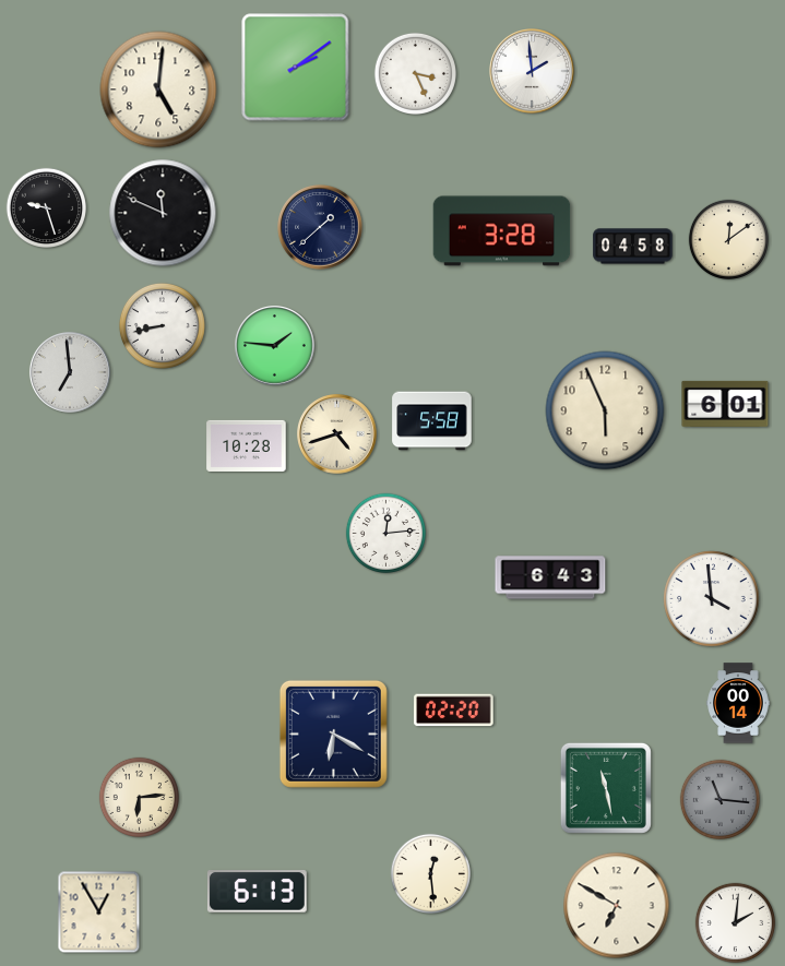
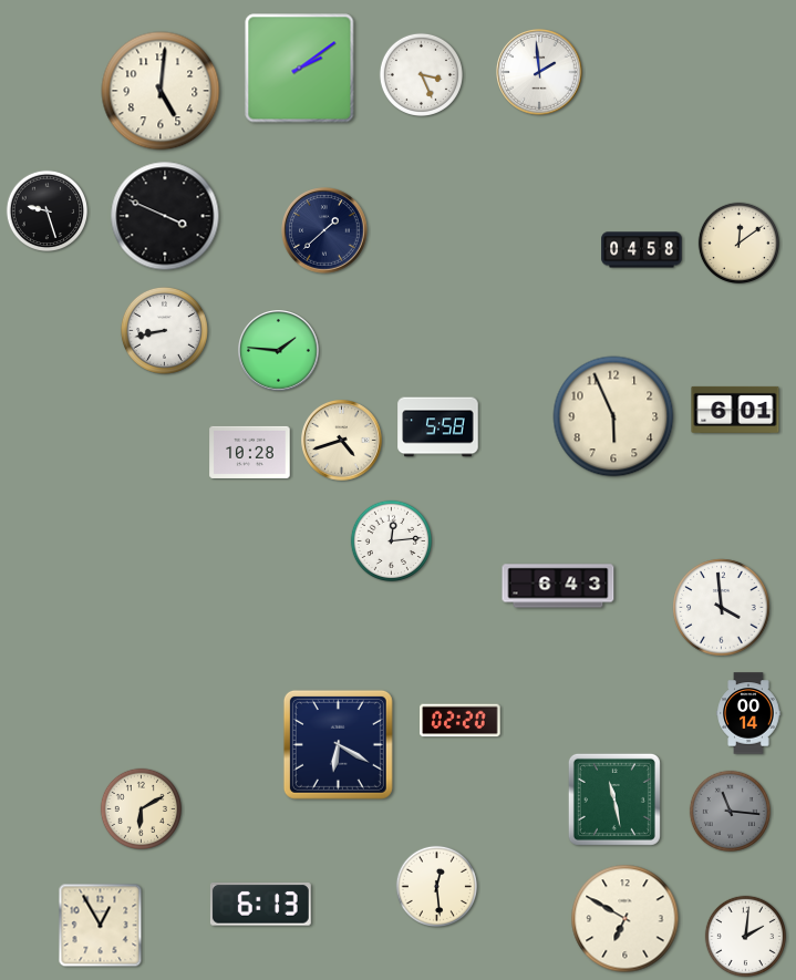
clock at (163, 213): 11:49 -> 3:49
clock at (502, 231): 3:28 -> none
clock at (71, 373): 6:59 -> none
clock at (139, 797): 6:14 -> 6:10
